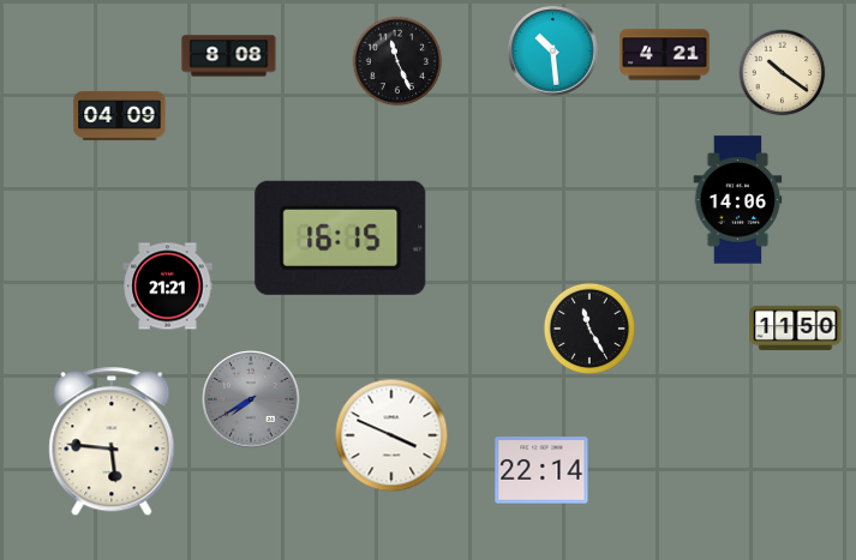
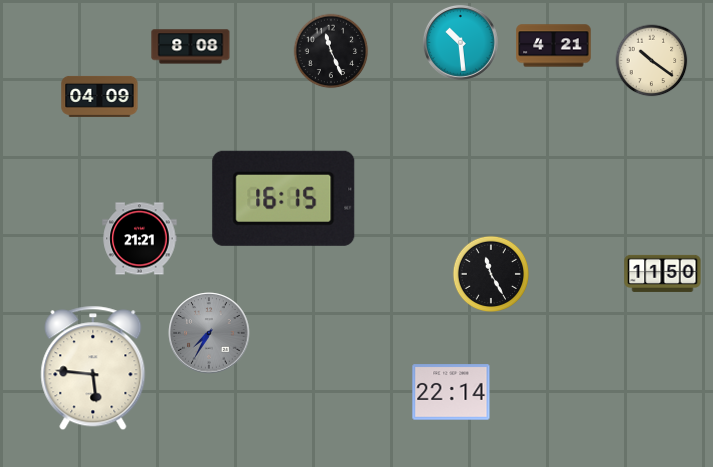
clock at (738, 200): 14:06 -> none
clock at (251, 399): 7:40 -> 7:35
clock at (391, 435): 3:49 -> none
